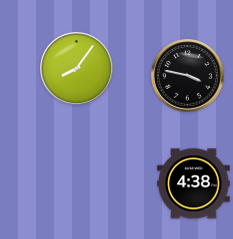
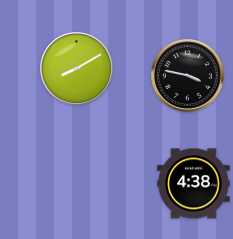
clock at (77, 69): 8:06 -> 8:10
